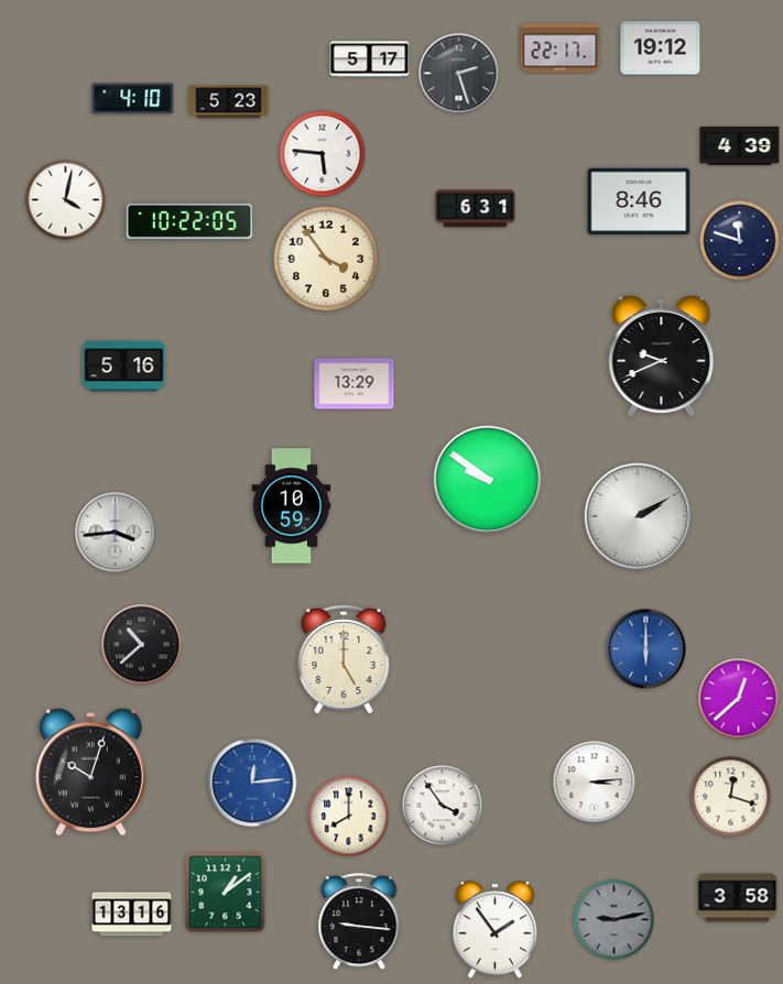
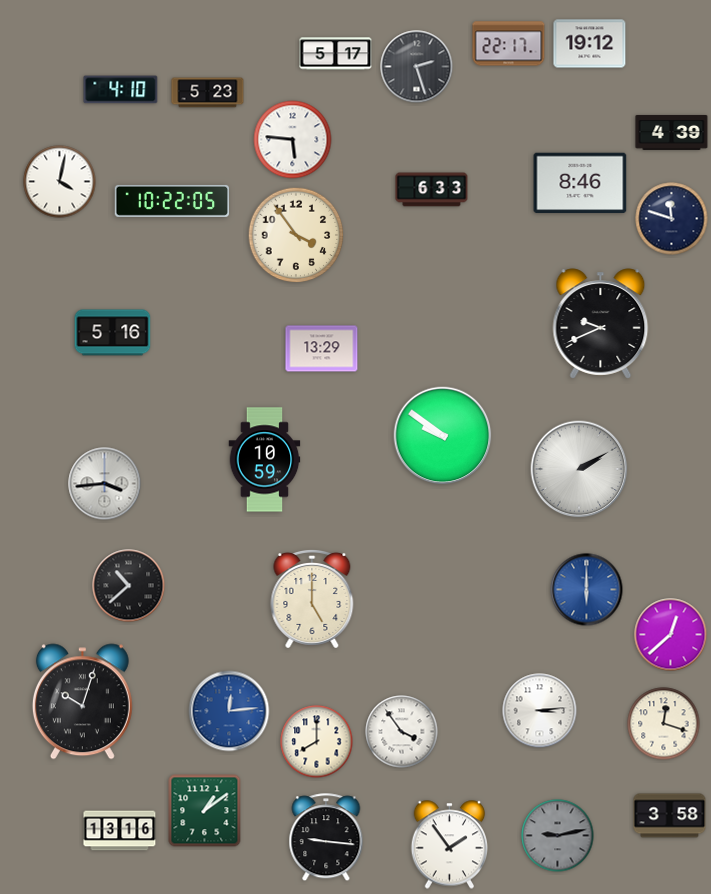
clock at (661, 48) position: (661, 48) -> (590, 44)
clock at (476, 209): 6:31 -> 6:33
